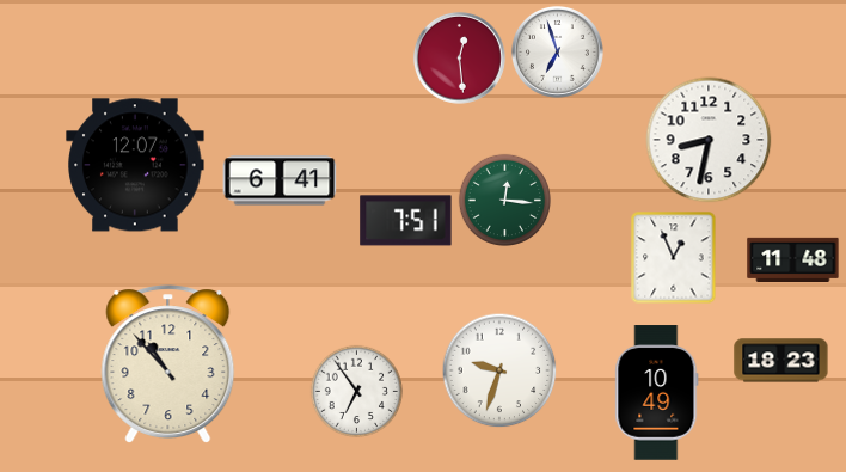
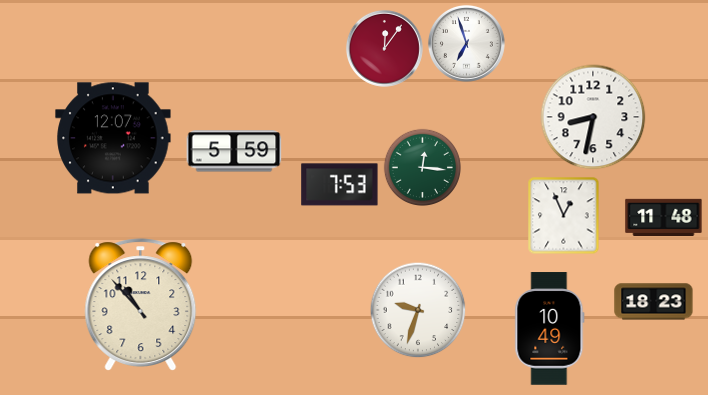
clock at (459, 57): 12:29 -> 12:06
clock at (280, 180): 6:41 -> 5:59
clock at (406, 221): 7:51 -> 7:53
clock at (356, 391): 6:54 -> none
